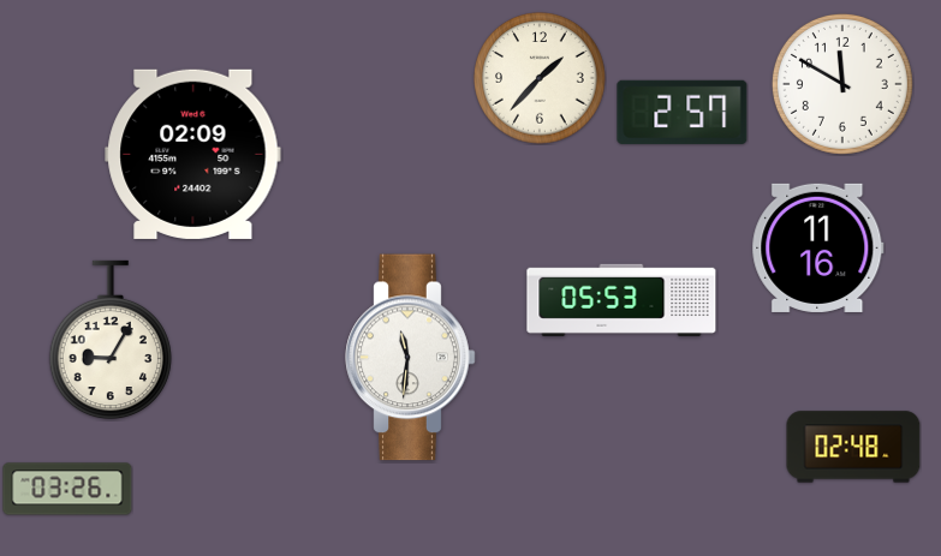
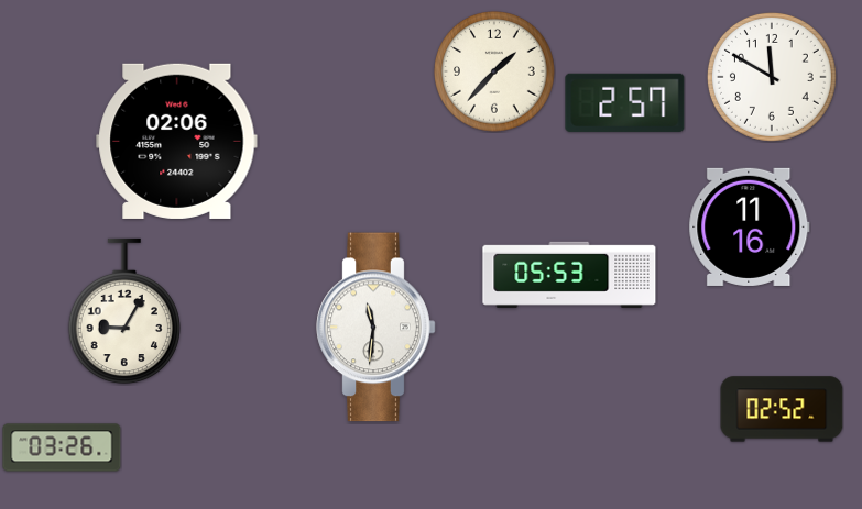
clock at (193, 154): 02:09 -> 02:06
clock at (111, 340) position: (111, 340) -> (124, 311)
clock at (853, 447): 02:48 -> 02:52
